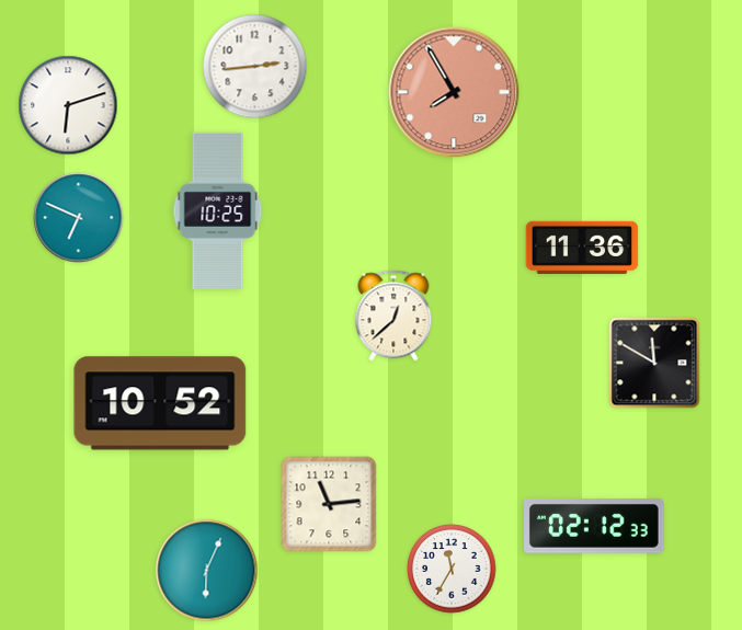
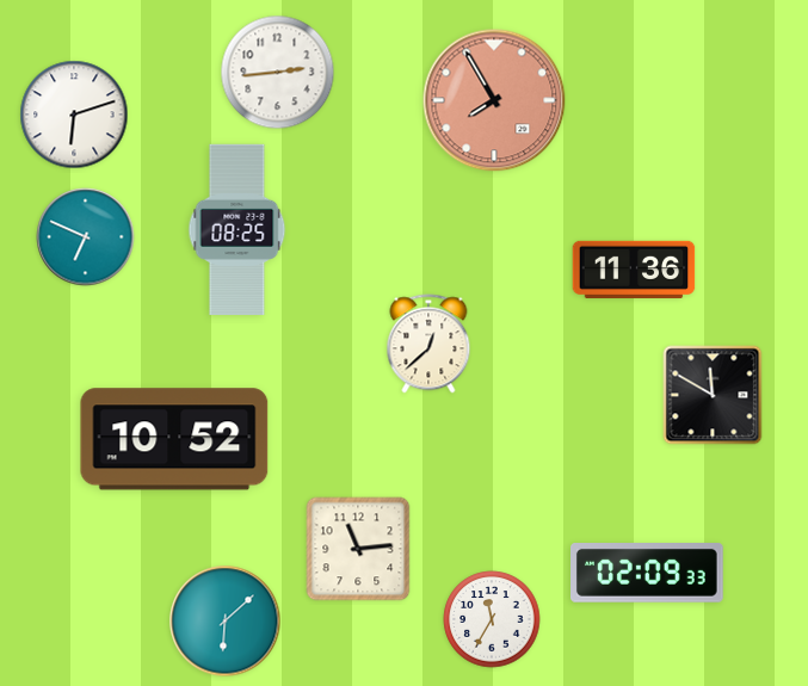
clock at (218, 210): 10:25 -> 08:25
clock at (595, 527): 02:12 -> 02:09
clock at (207, 571): 6:04 -> 6:08
